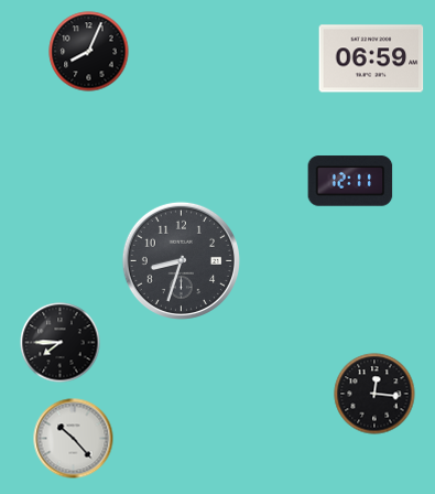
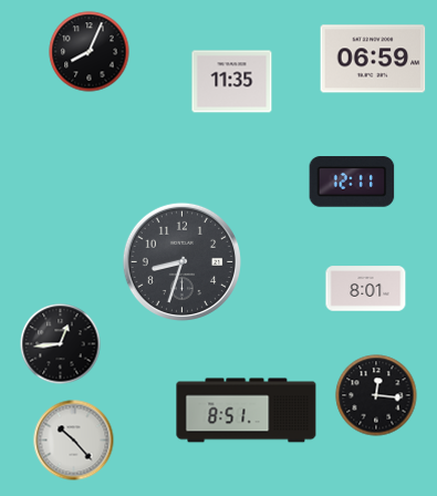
clock at (232, 82): none -> 11:35
clock at (366, 289): none -> 8:01
clock at (61, 343): 7:45 -> 12:44
clock at (247, 411): none -> 8:51
